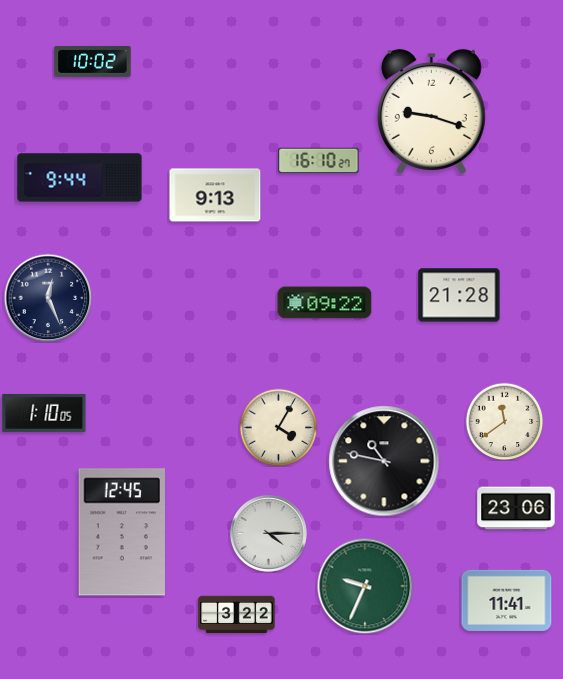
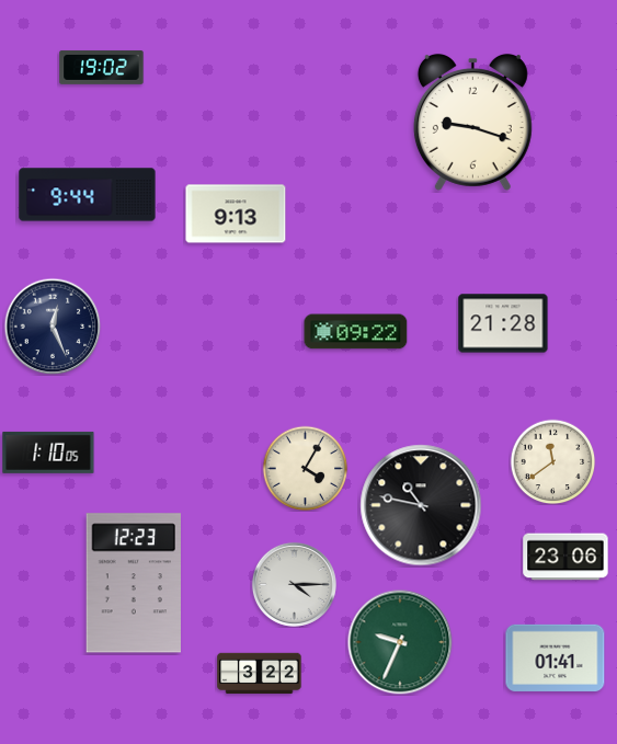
clock at (93, 61): 10:02 -> 19:02
clock at (319, 161): 16:10 -> none
clock at (122, 532): 12:45 -> 12:23
clock at (507, 600): 11:41 -> 01:41
